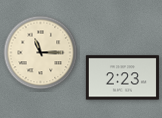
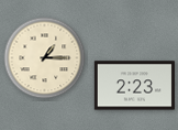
clock at (41, 53): 11:15 -> 1:15
